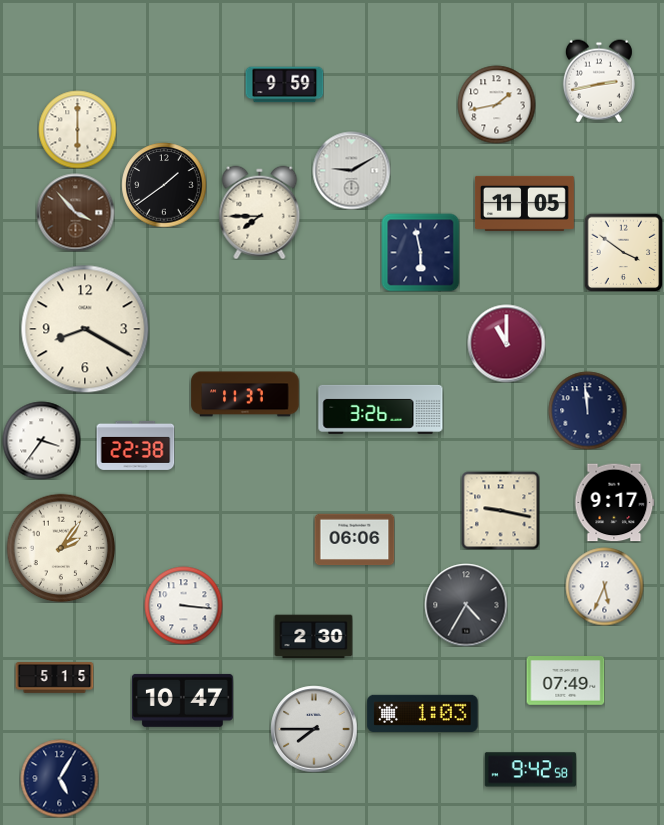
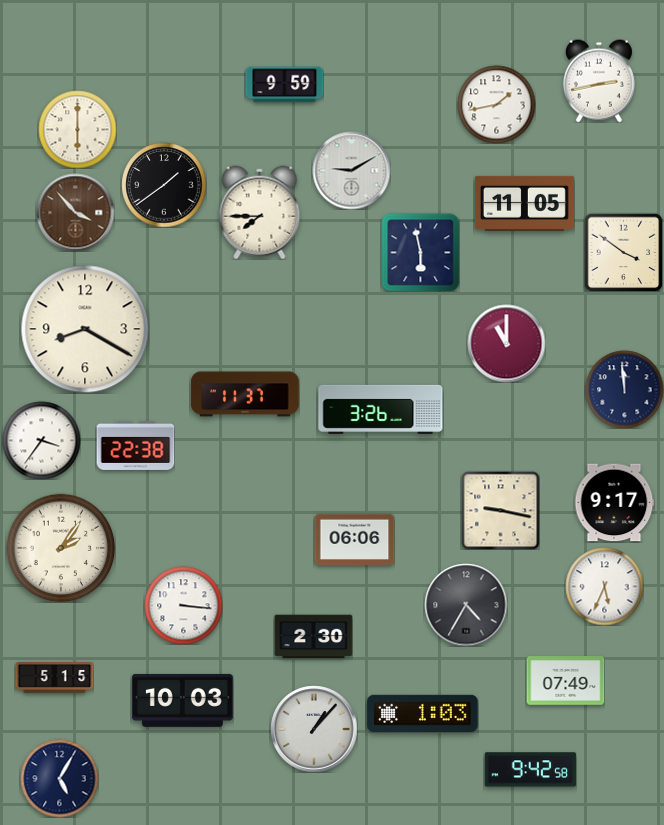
clock at (587, 410) position: (587, 410) -> (624, 389)
clock at (182, 700): 10:47 -> 10:03
clock at (314, 729): 7:45 -> 1:07
